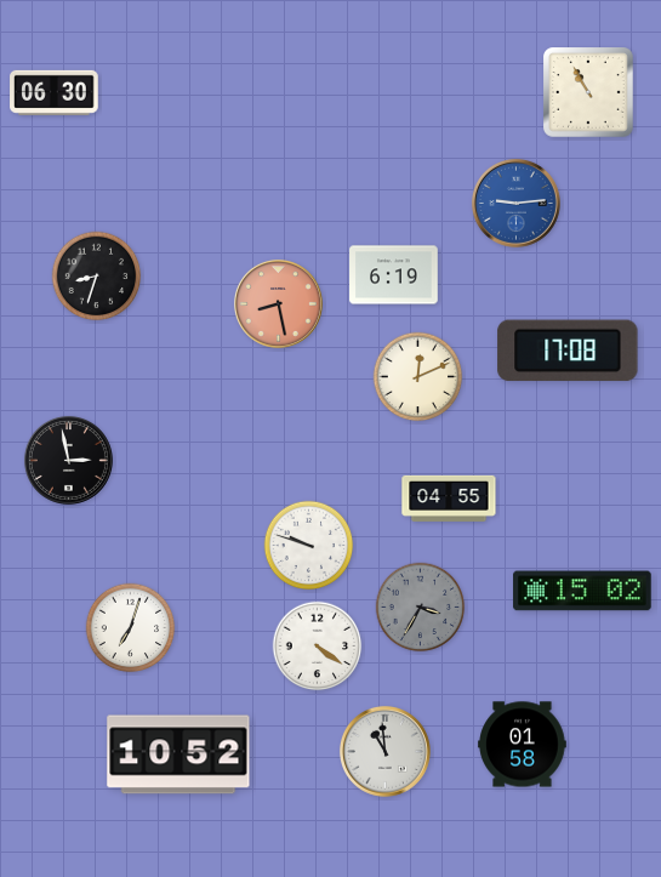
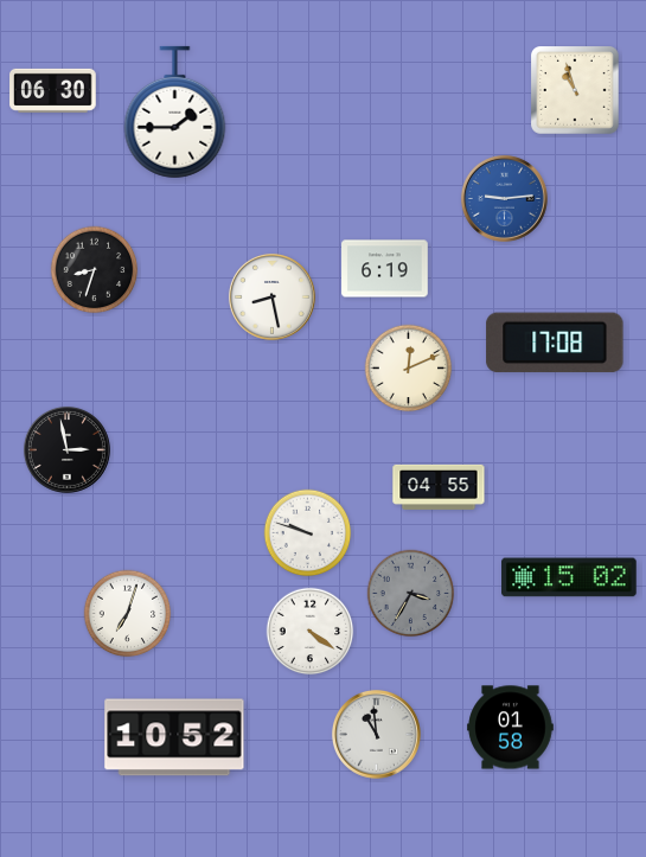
clock at (588, 92): 10:55 -> 10:57
clock at (175, 113): none -> 1:45
clock at (278, 303) dial: salmon -> white
clock at (309, 546) position: (309, 546) -> (308, 533)
